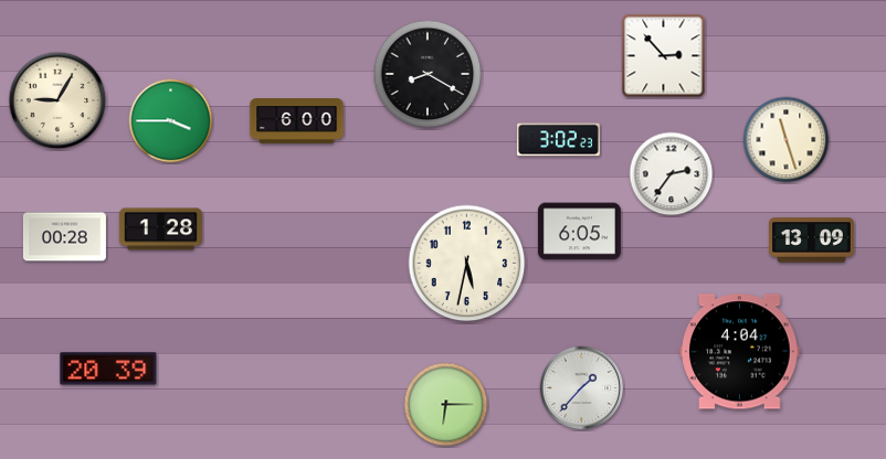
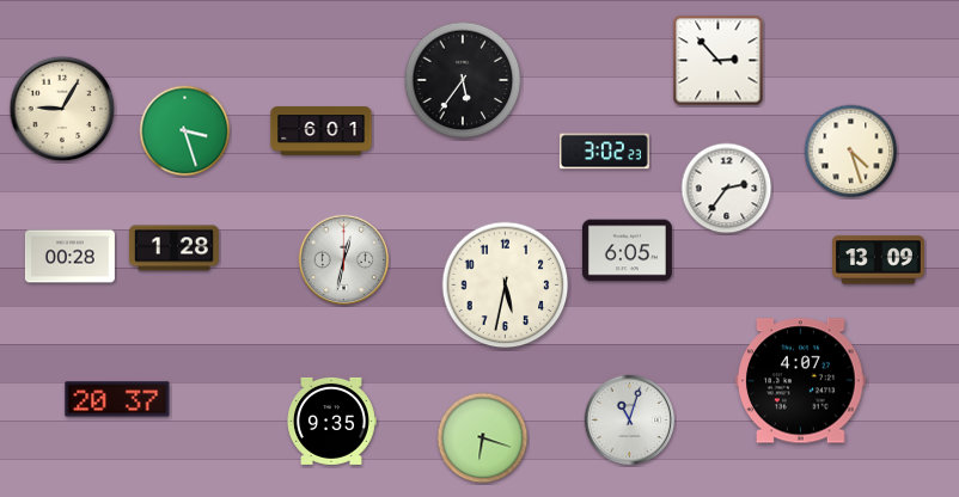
clock at (428, 74): 8:20 -> 5:36
clock at (171, 121): 3:45 -> 3:27
clock at (297, 121): 6:00 -> 6:01
clock at (787, 140): 11:27 -> 4:27
clock at (344, 260): none -> 12:32
clock at (740, 352): 4:04 -> 4:07
clock at (108, 369): 20:39 -> 20:37
clock at (331, 421): none -> 9:35
clock at (582, 388): 1:37 -> 11:03
clock at (446, 405): 6:15 -> 6:18
